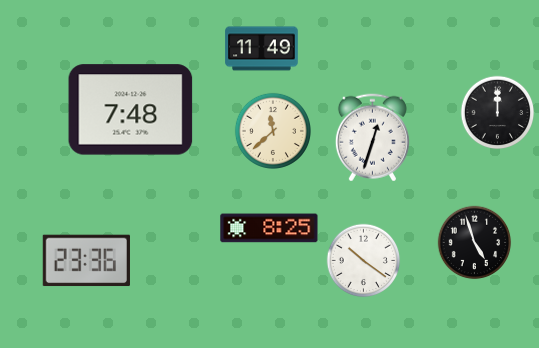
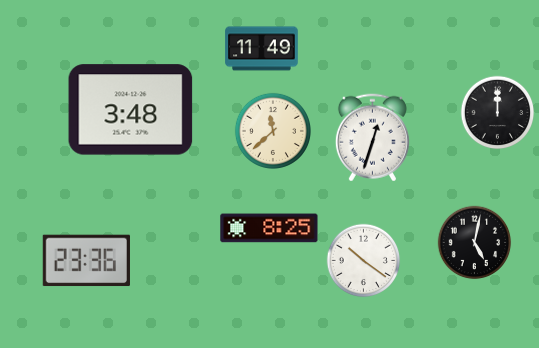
clock at (131, 110): 7:48 -> 3:48
clock at (475, 243): 4:57 -> 5:02
